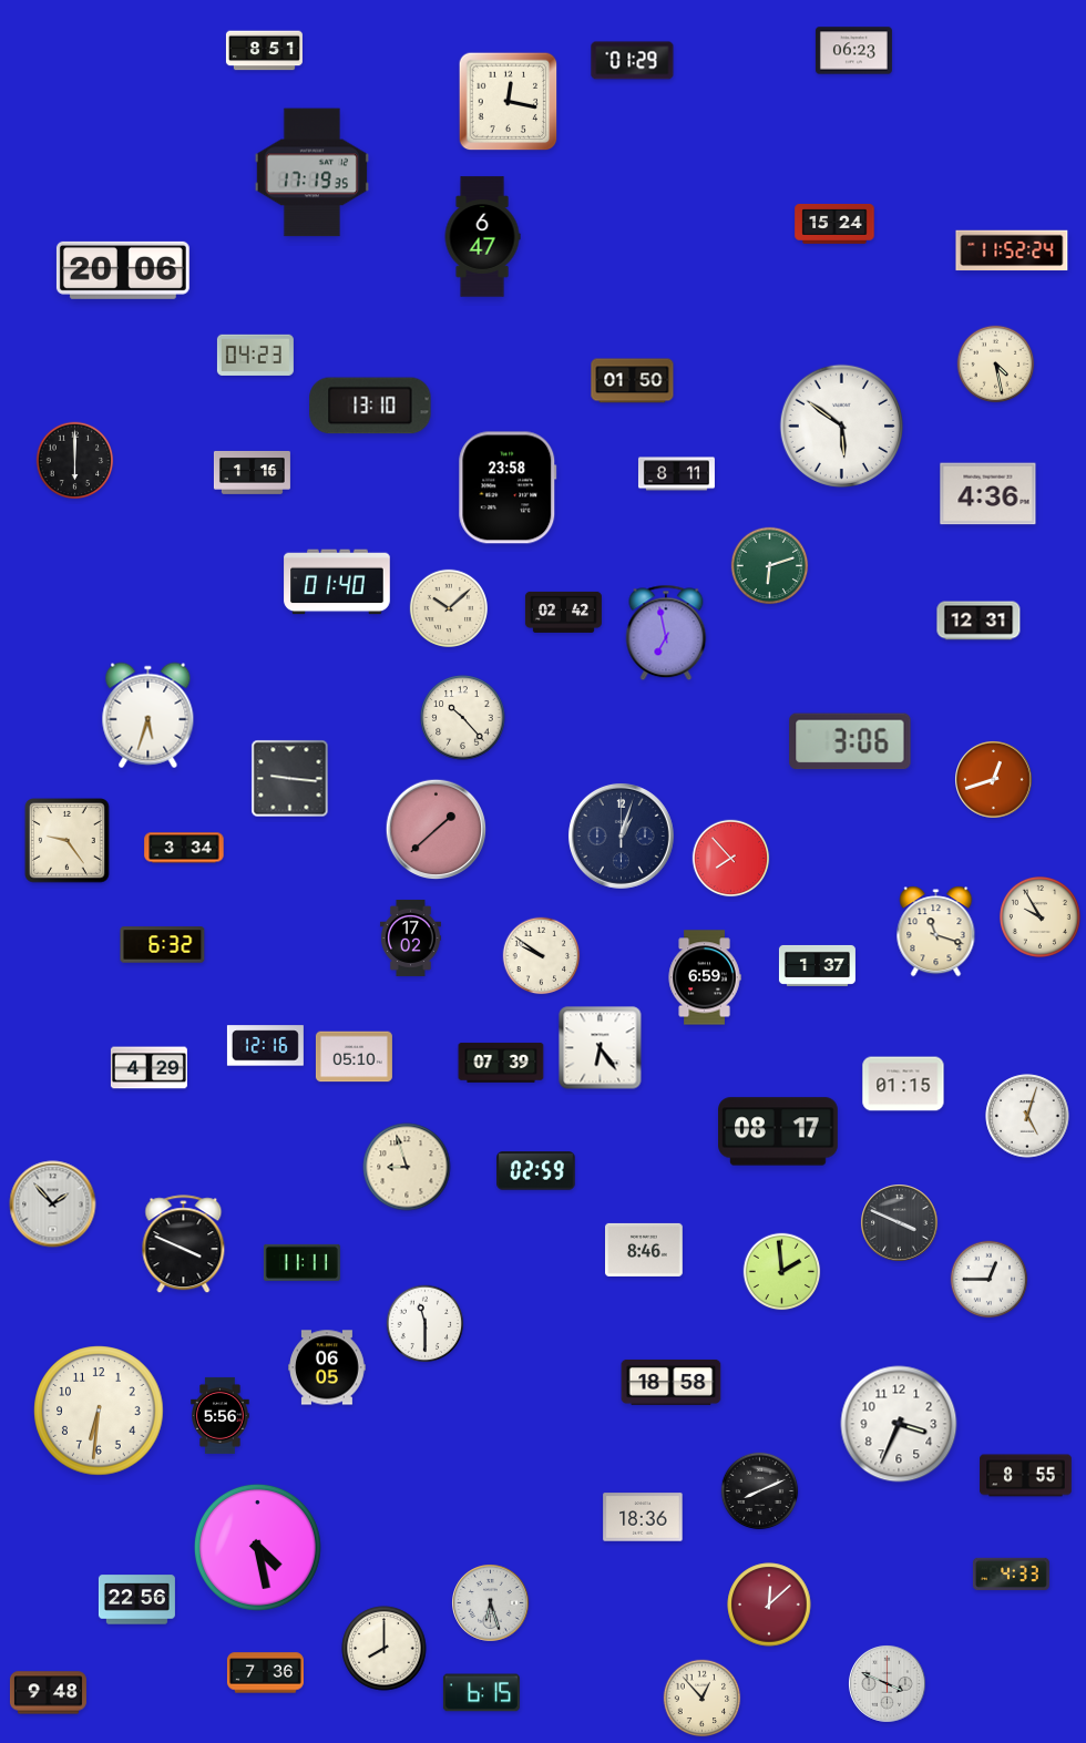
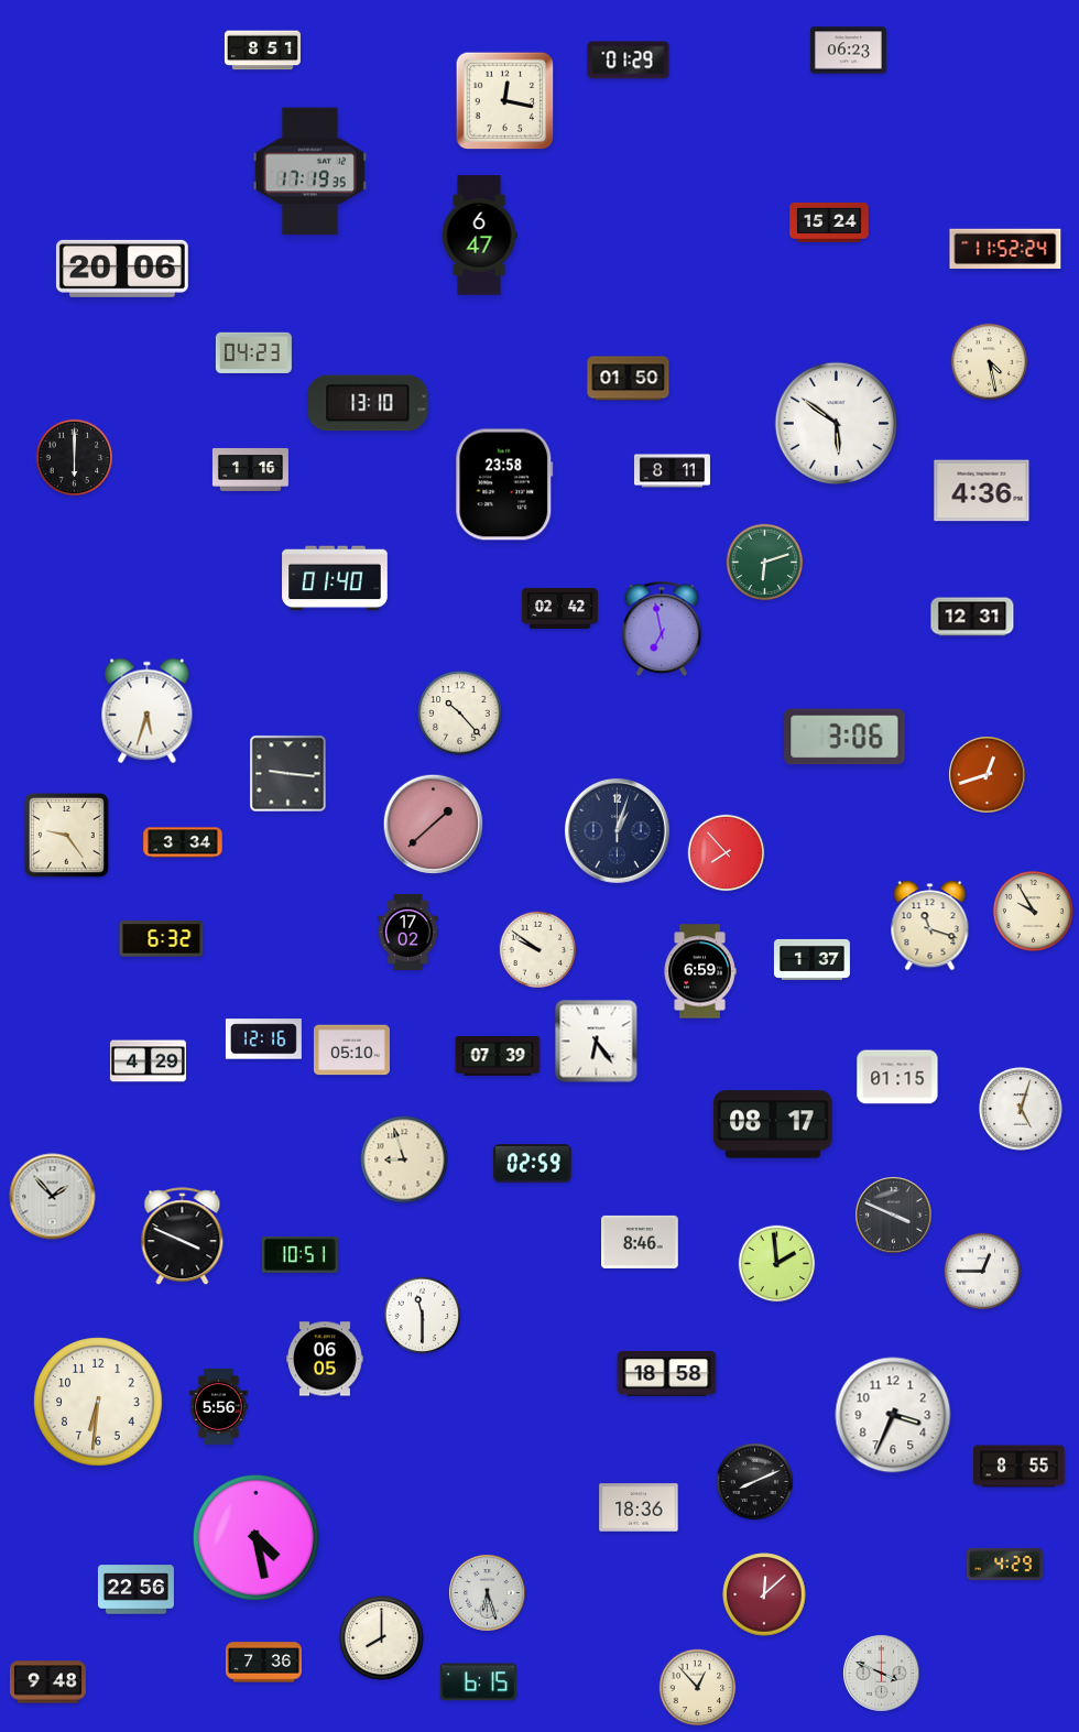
clock at (448, 607): 10:08 -> none
clock at (301, 1262): 11:11 -> 10:51
clock at (1011, 1573): 4:33 -> 4:29
